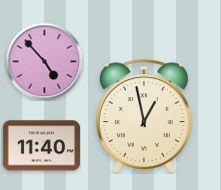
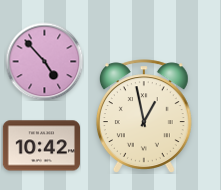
clock at (41, 146): 11:40 -> 10:42
